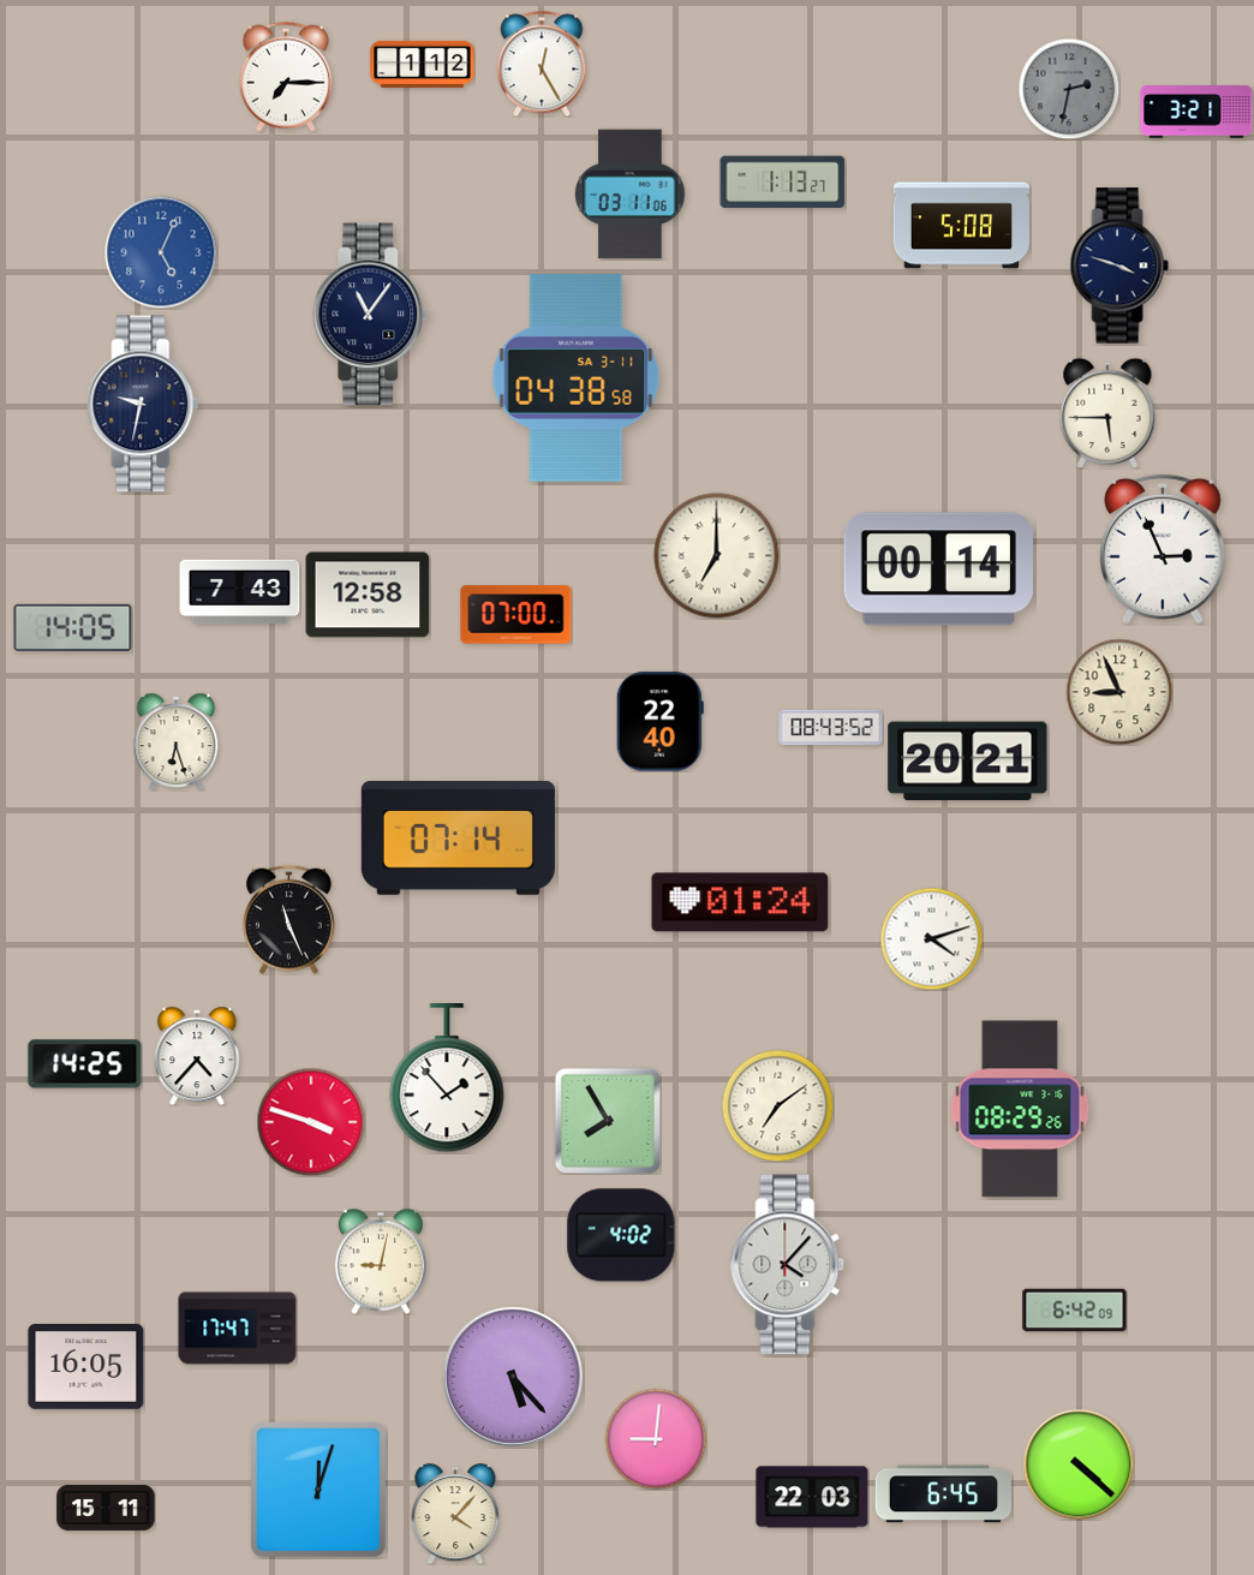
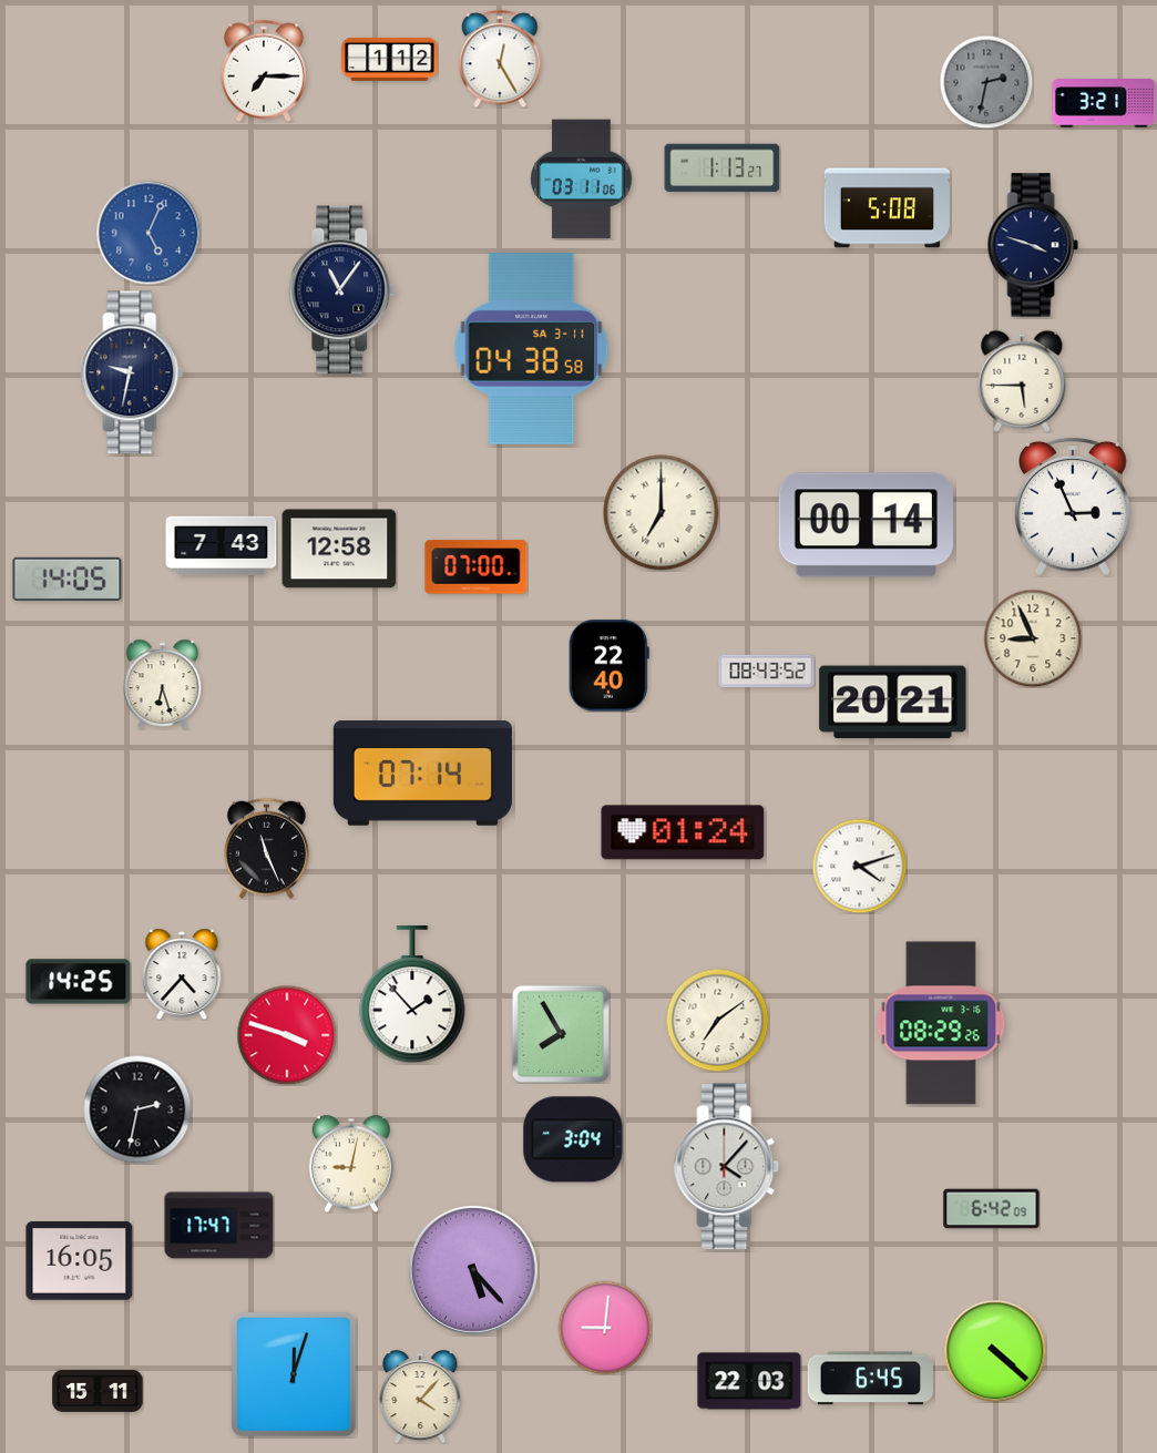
clock at (137, 1109): none -> 2:32
clock at (621, 1235): 4:02 -> 3:04
